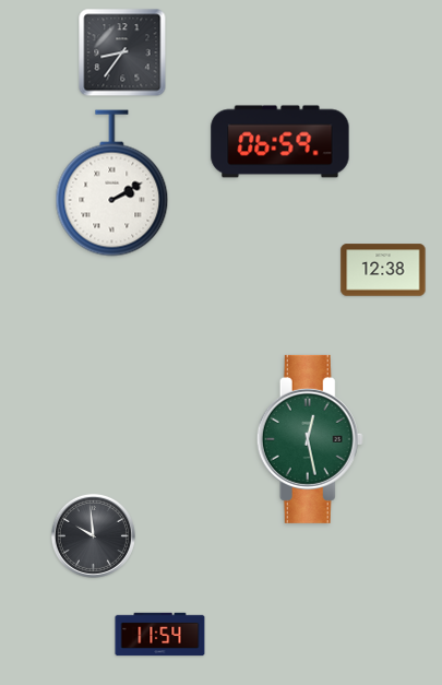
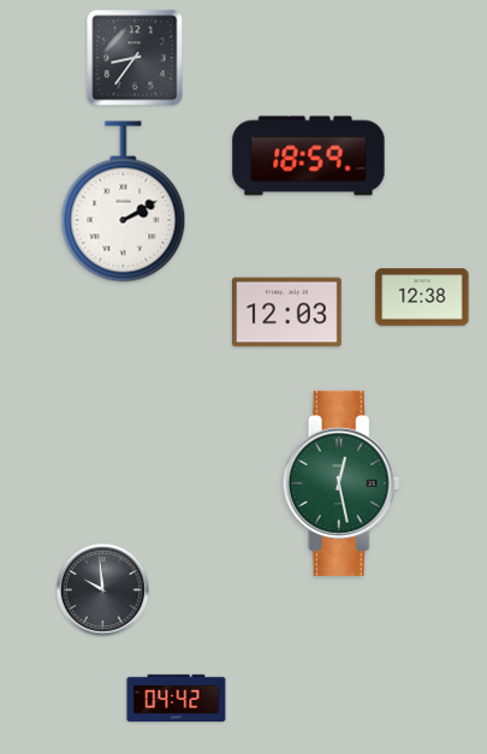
clock at (280, 142): 06:59 -> 18:59
clock at (287, 313): none -> 12:03
clock at (160, 635): 11:54 -> 04:42
